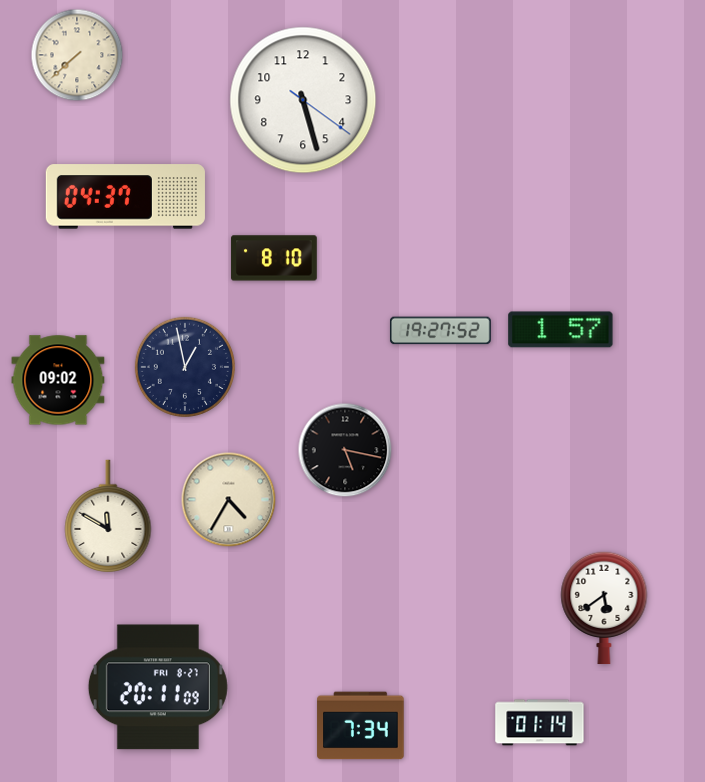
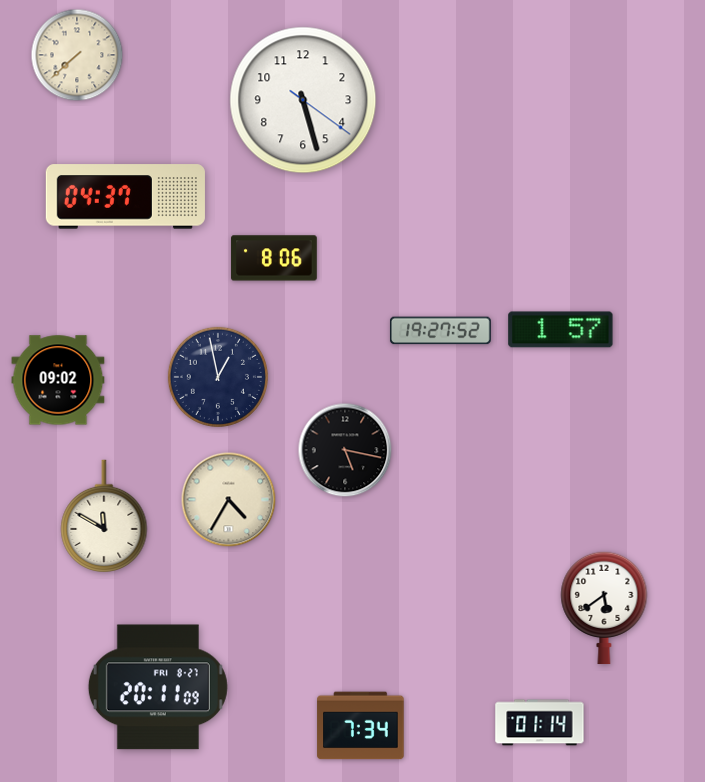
clock at (274, 258): 8:10 -> 8:06
clock at (185, 367) position: (185, 367) -> (218, 377)
clock at (108, 516) position: (108, 516) -> (104, 516)
